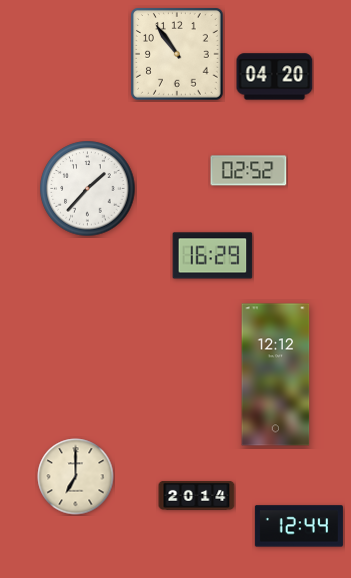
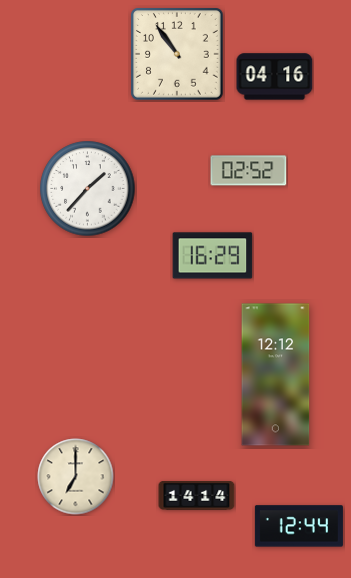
clock at (275, 77): 04:20 -> 04:16
clock at (197, 496): 20:14 -> 14:14
